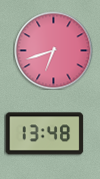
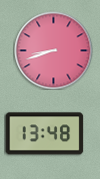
clock at (53, 50): 6:42 -> 8:42
